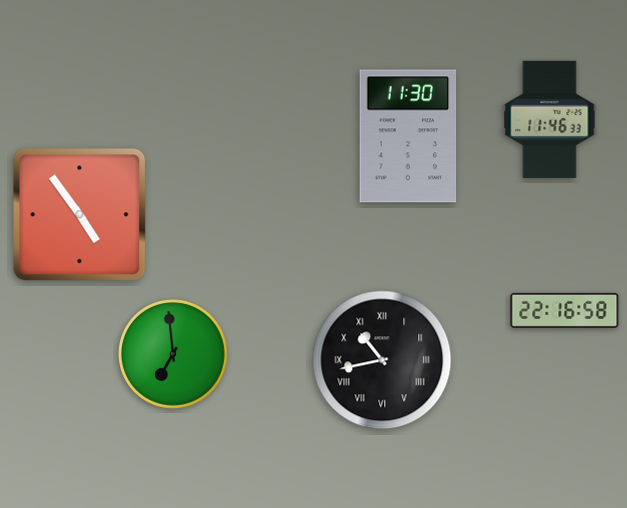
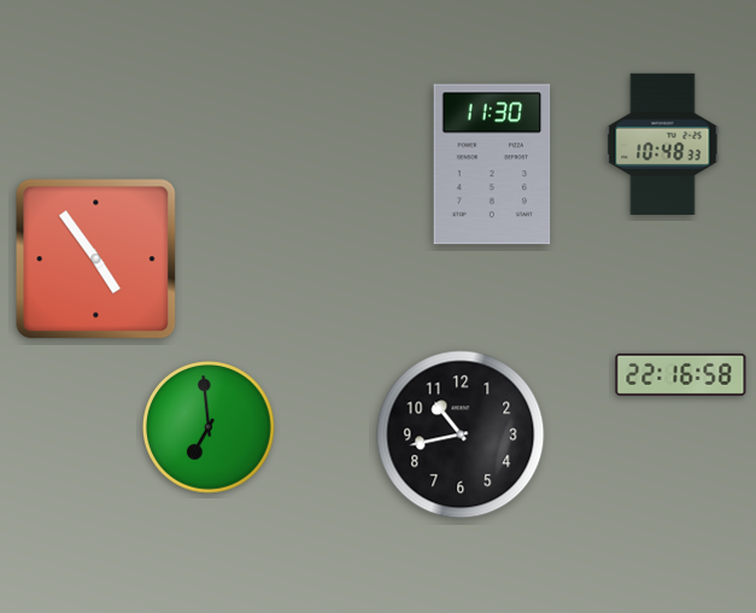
clock at (550, 119): 11:46 -> 10:48
clock at (382, 360) numerals: Roman -> Arabic
